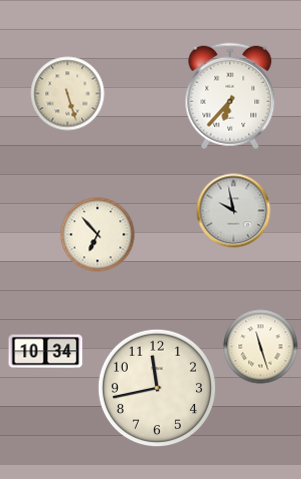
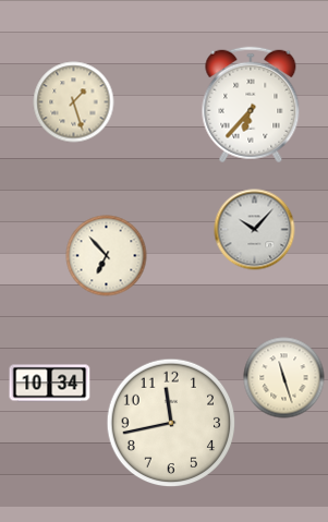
clock at (68, 94): 5:27 -> 1:27
clock at (234, 211): 9:58 -> 10:07
